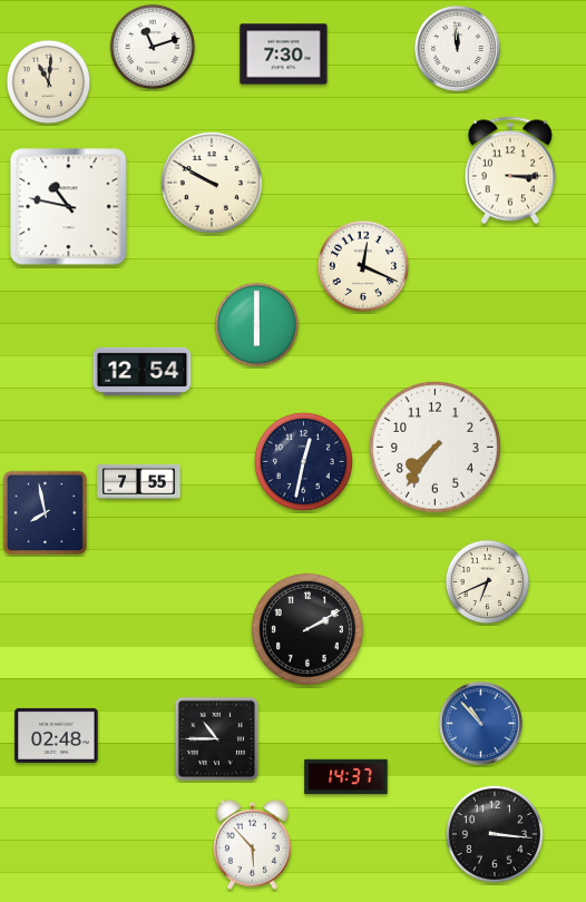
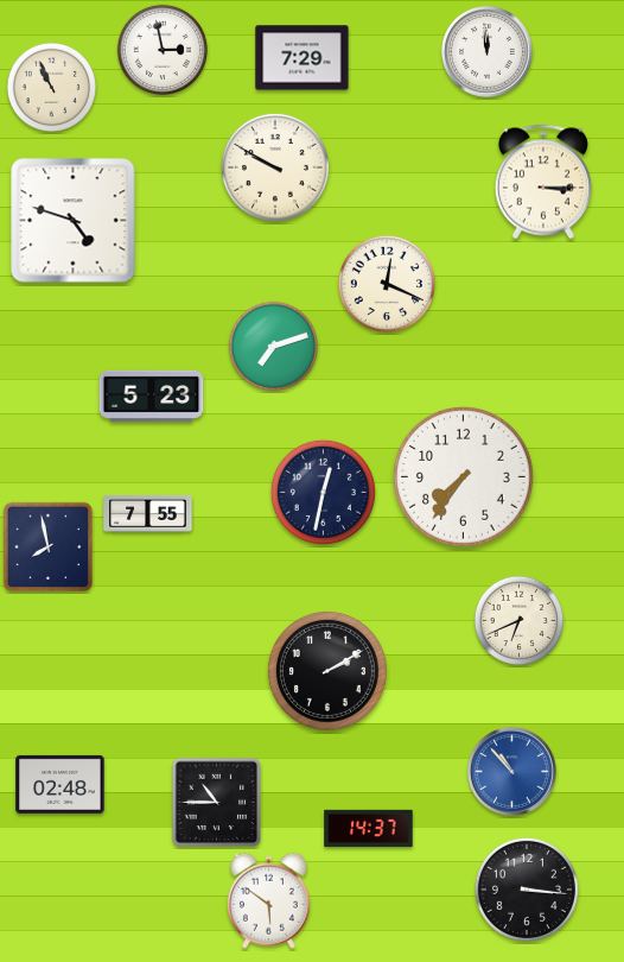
clock at (152, 46): 11:12 -> 2:58
clock at (284, 55): 7:30 -> 7:29
clock at (48, 81): 11:01 -> 10:56
clock at (212, 183) position: (212, 183) -> (275, 167)
clock at (69, 207): 10:47 -> 4:48
clock at (256, 324): 6:00 -> 7:12
clock at (143, 371): 12:54 -> 5:23
clock at (217, 739) position: (217, 739) -> (217, 803)
clock at (252, 844): 5:53 -> 5:51
